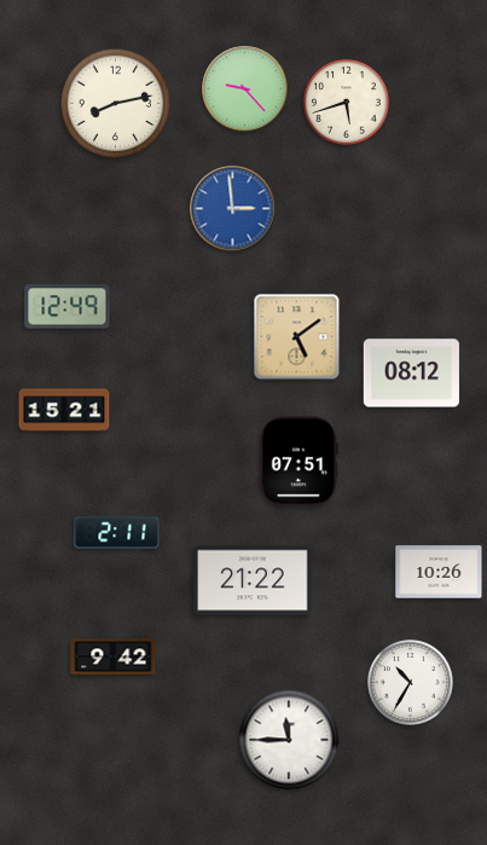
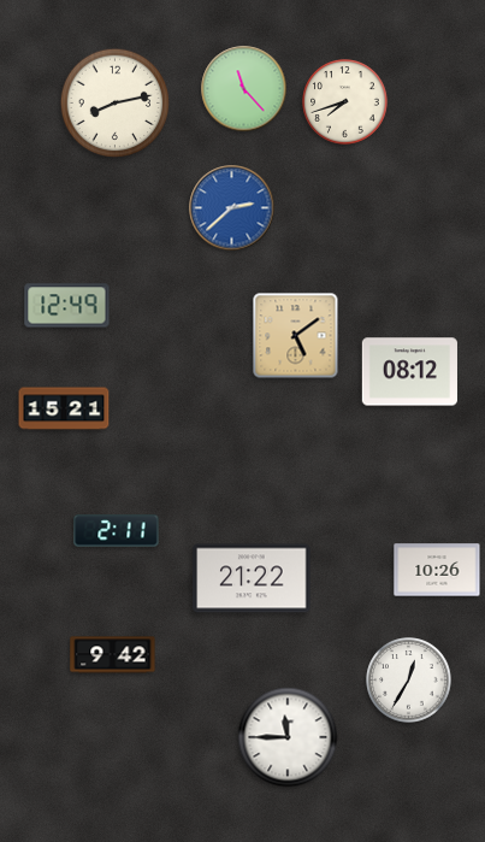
clock at (245, 89): 9:23 -> 11:23
clock at (347, 103): 5:42 -> 7:42
clock at (233, 209): 2:59 -> 2:38
clock at (298, 462): 07:51 -> none
clock at (411, 683): 10:35 -> 12:35
